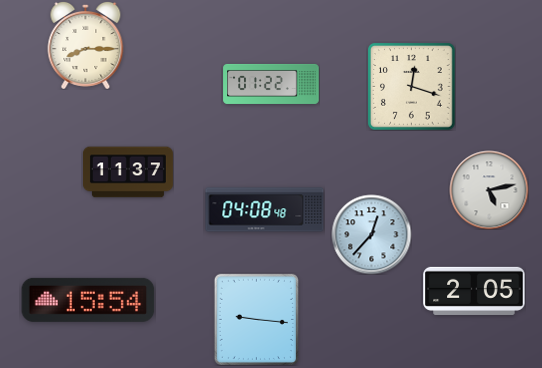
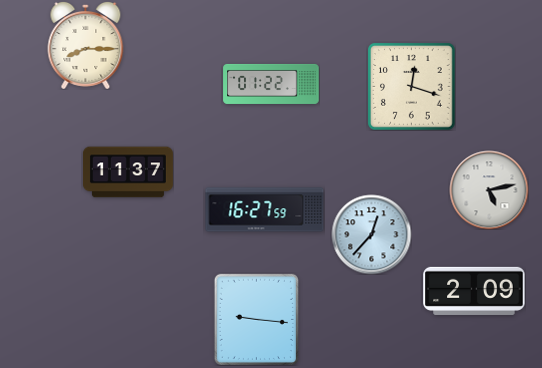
clock at (265, 210): 04:08 -> 16:27
clock at (474, 291): 2:05 -> 2:09
clock at (88, 300): 15:54 -> none
